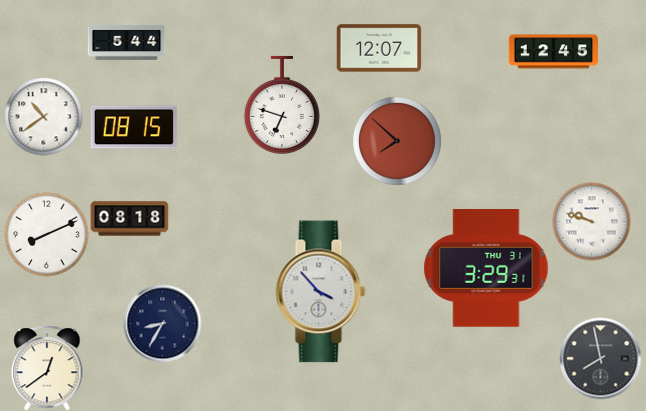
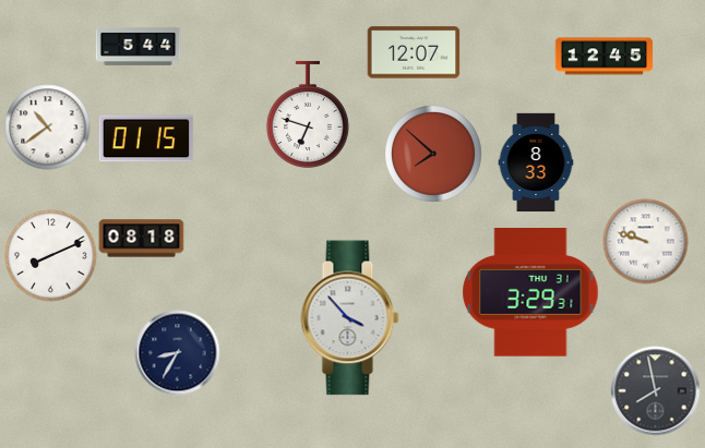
clock at (134, 127): 08:15 -> 01:15
clock at (536, 162): none -> 8:33
clock at (47, 368): 12:39 -> none
